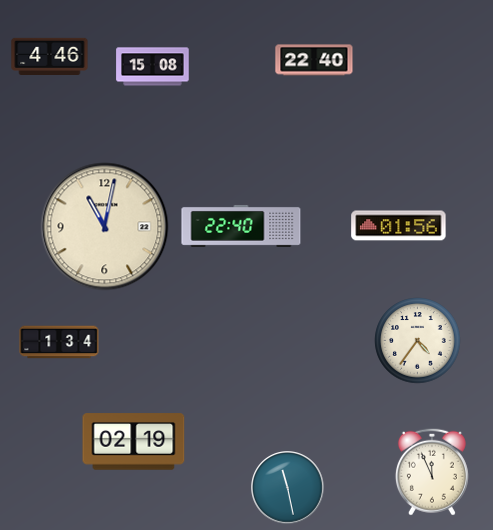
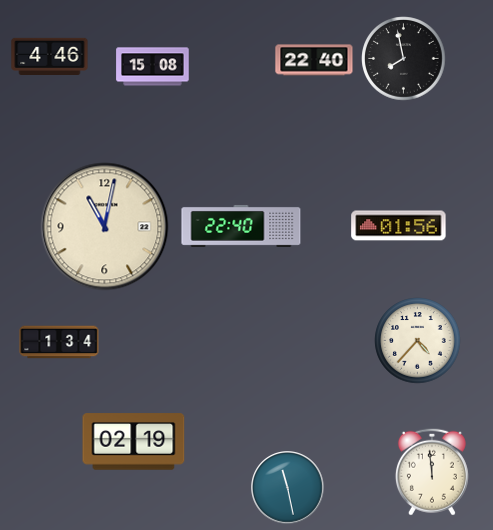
clock at (404, 59): none -> 7:58
clock at (418, 341): 4:36 -> 4:37
clock at (432, 472): 11:56 -> 11:59
